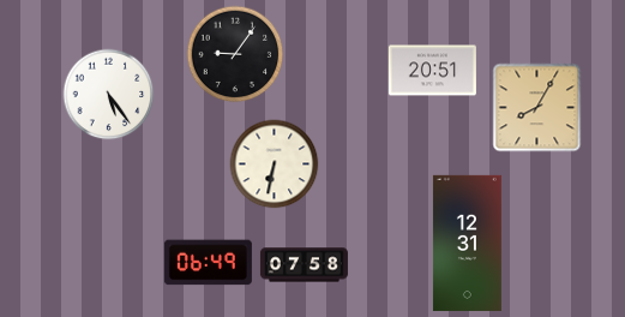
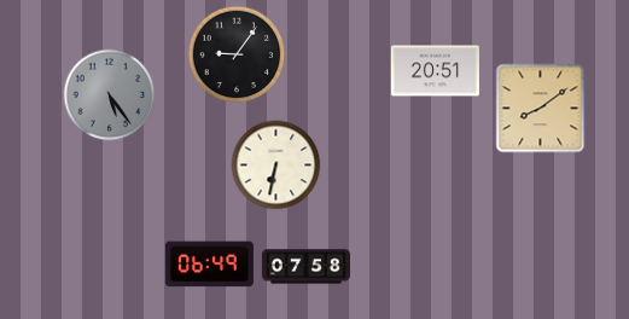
clock at (109, 95) dial: white -> grey
clock at (537, 108): 8:05 -> 8:09
clock at (467, 243): 12:31 -> none
